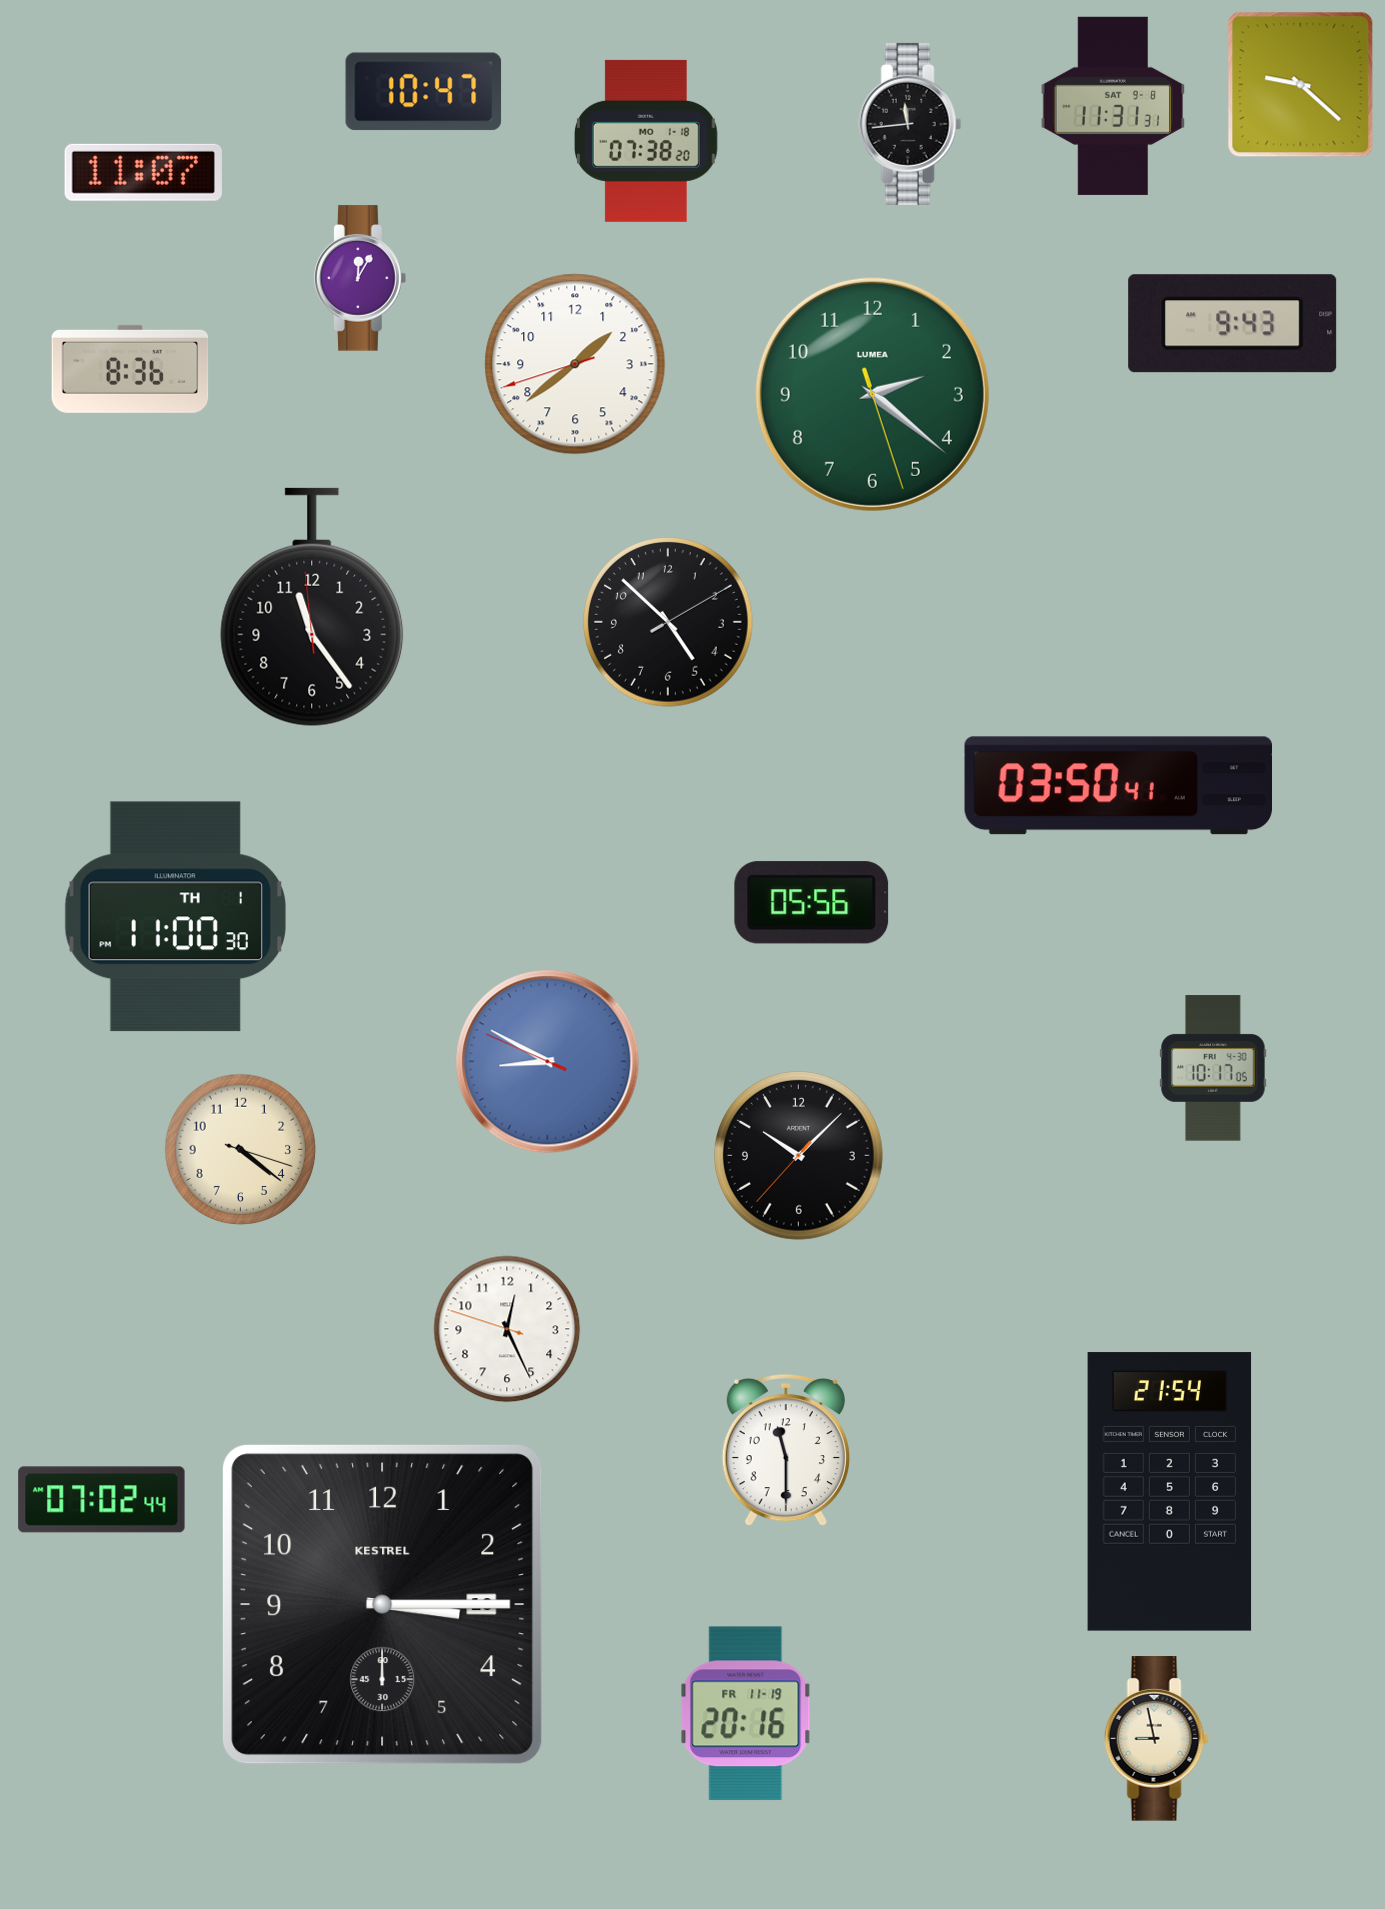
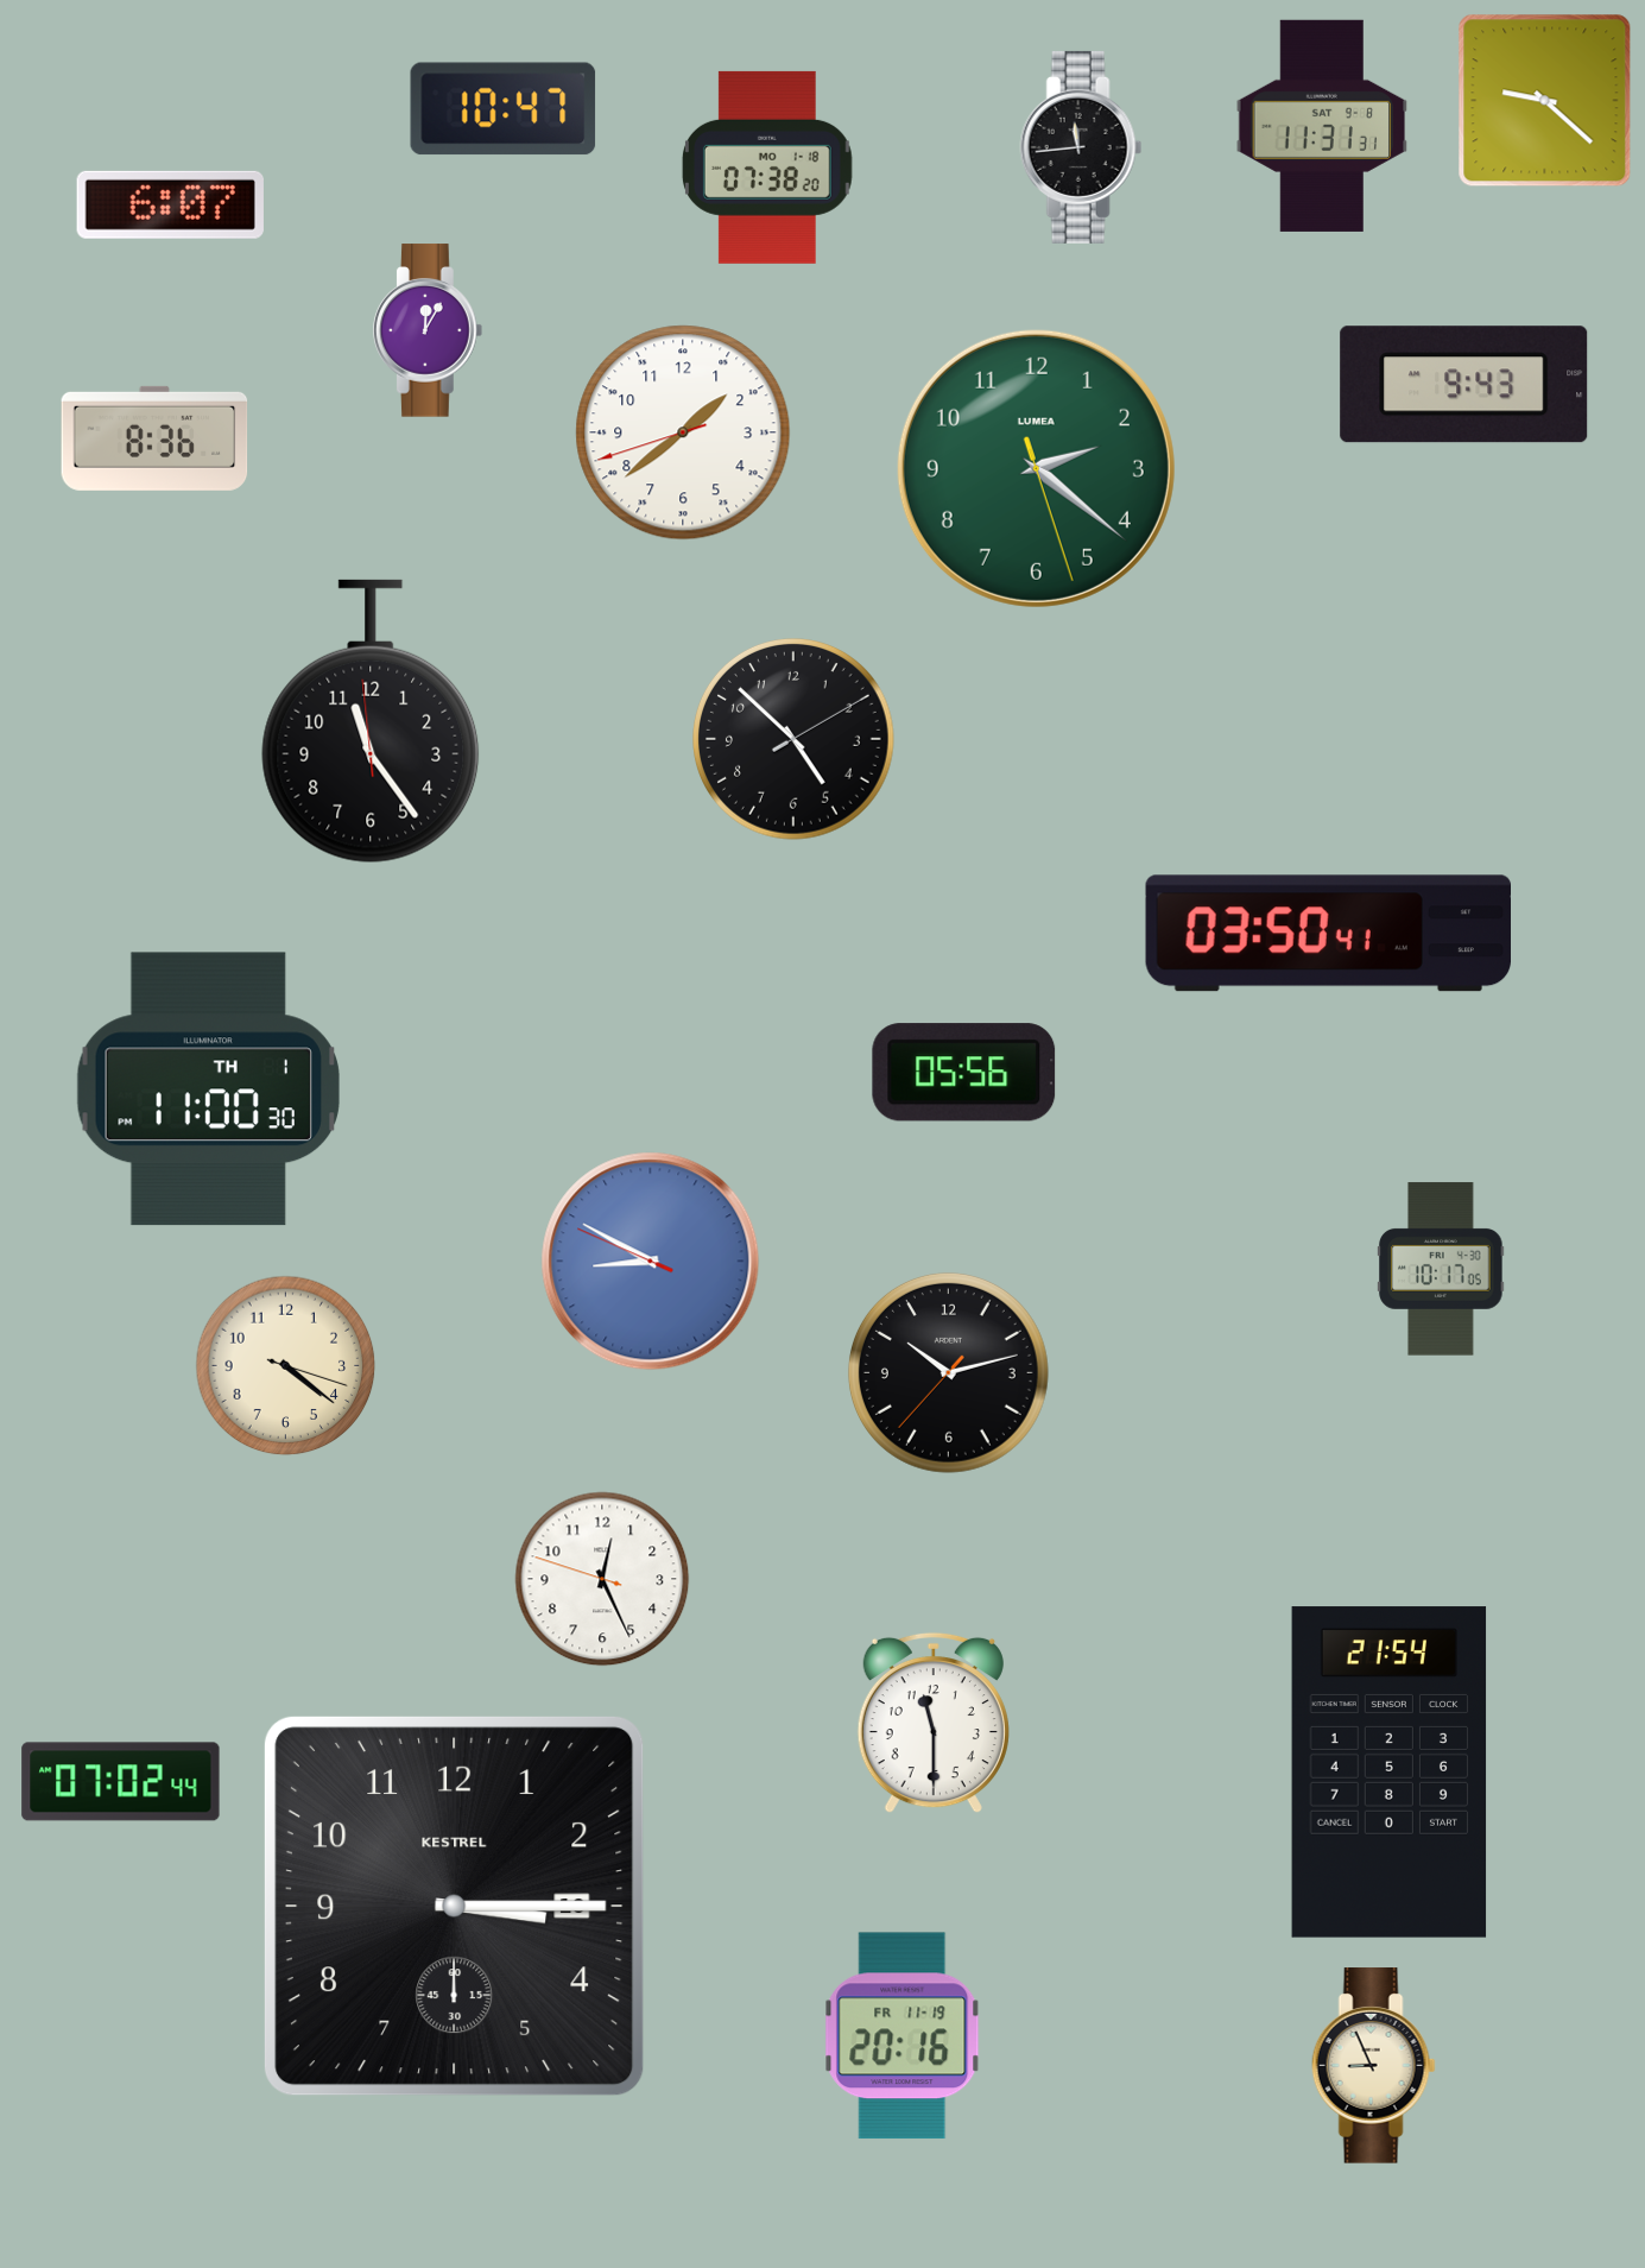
clock at (143, 172): 11:07 -> 6:07
clock at (798, 1155): 10:07 -> 10:12
clock at (746, 1714) position: (746, 1714) -> (903, 2036)
clock at (1156, 1739): 8:58 -> 8:56
